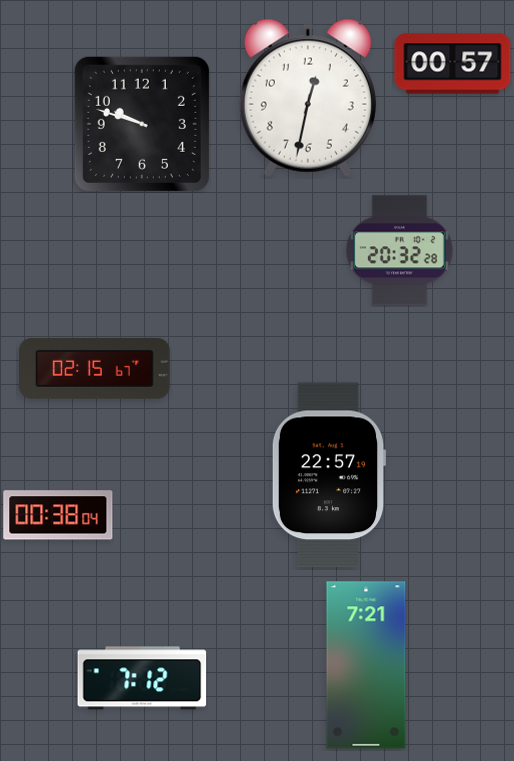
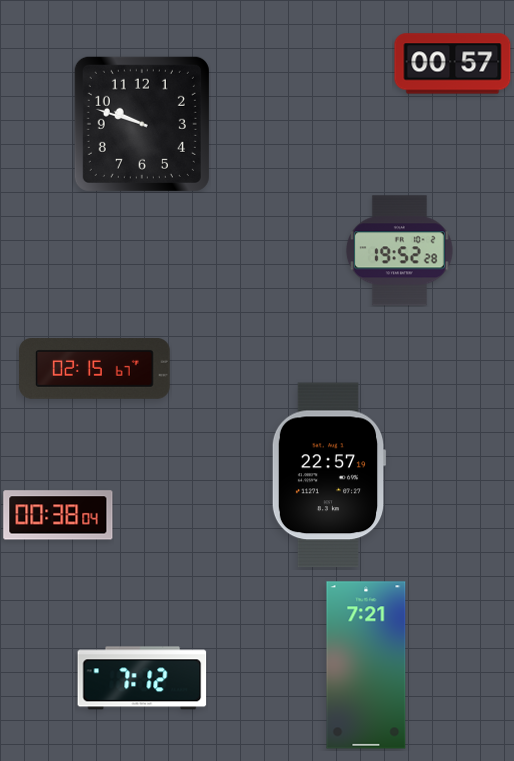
clock at (308, 98): 12:32 -> none
clock at (399, 251): 20:32 -> 19:52
